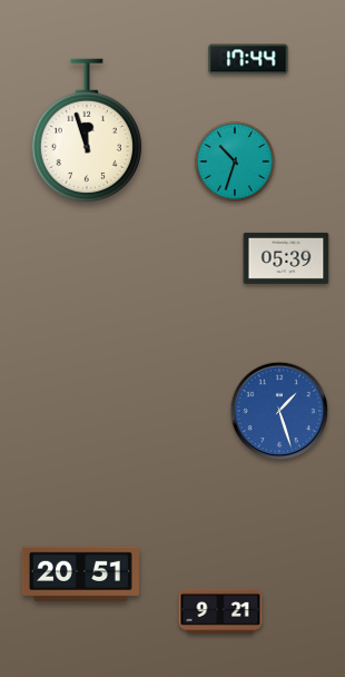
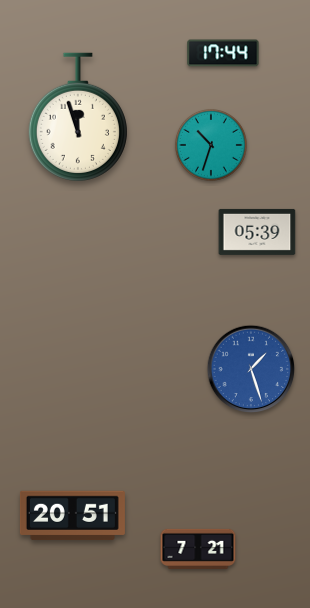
clock at (220, 611): 9:21 -> 7:21
